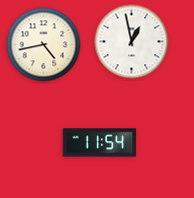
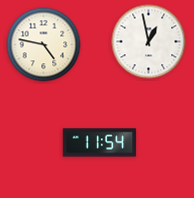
clock at (132, 42) position: (132, 42) -> (149, 42)
clock at (44, 45): 4:43 -> 4:47
